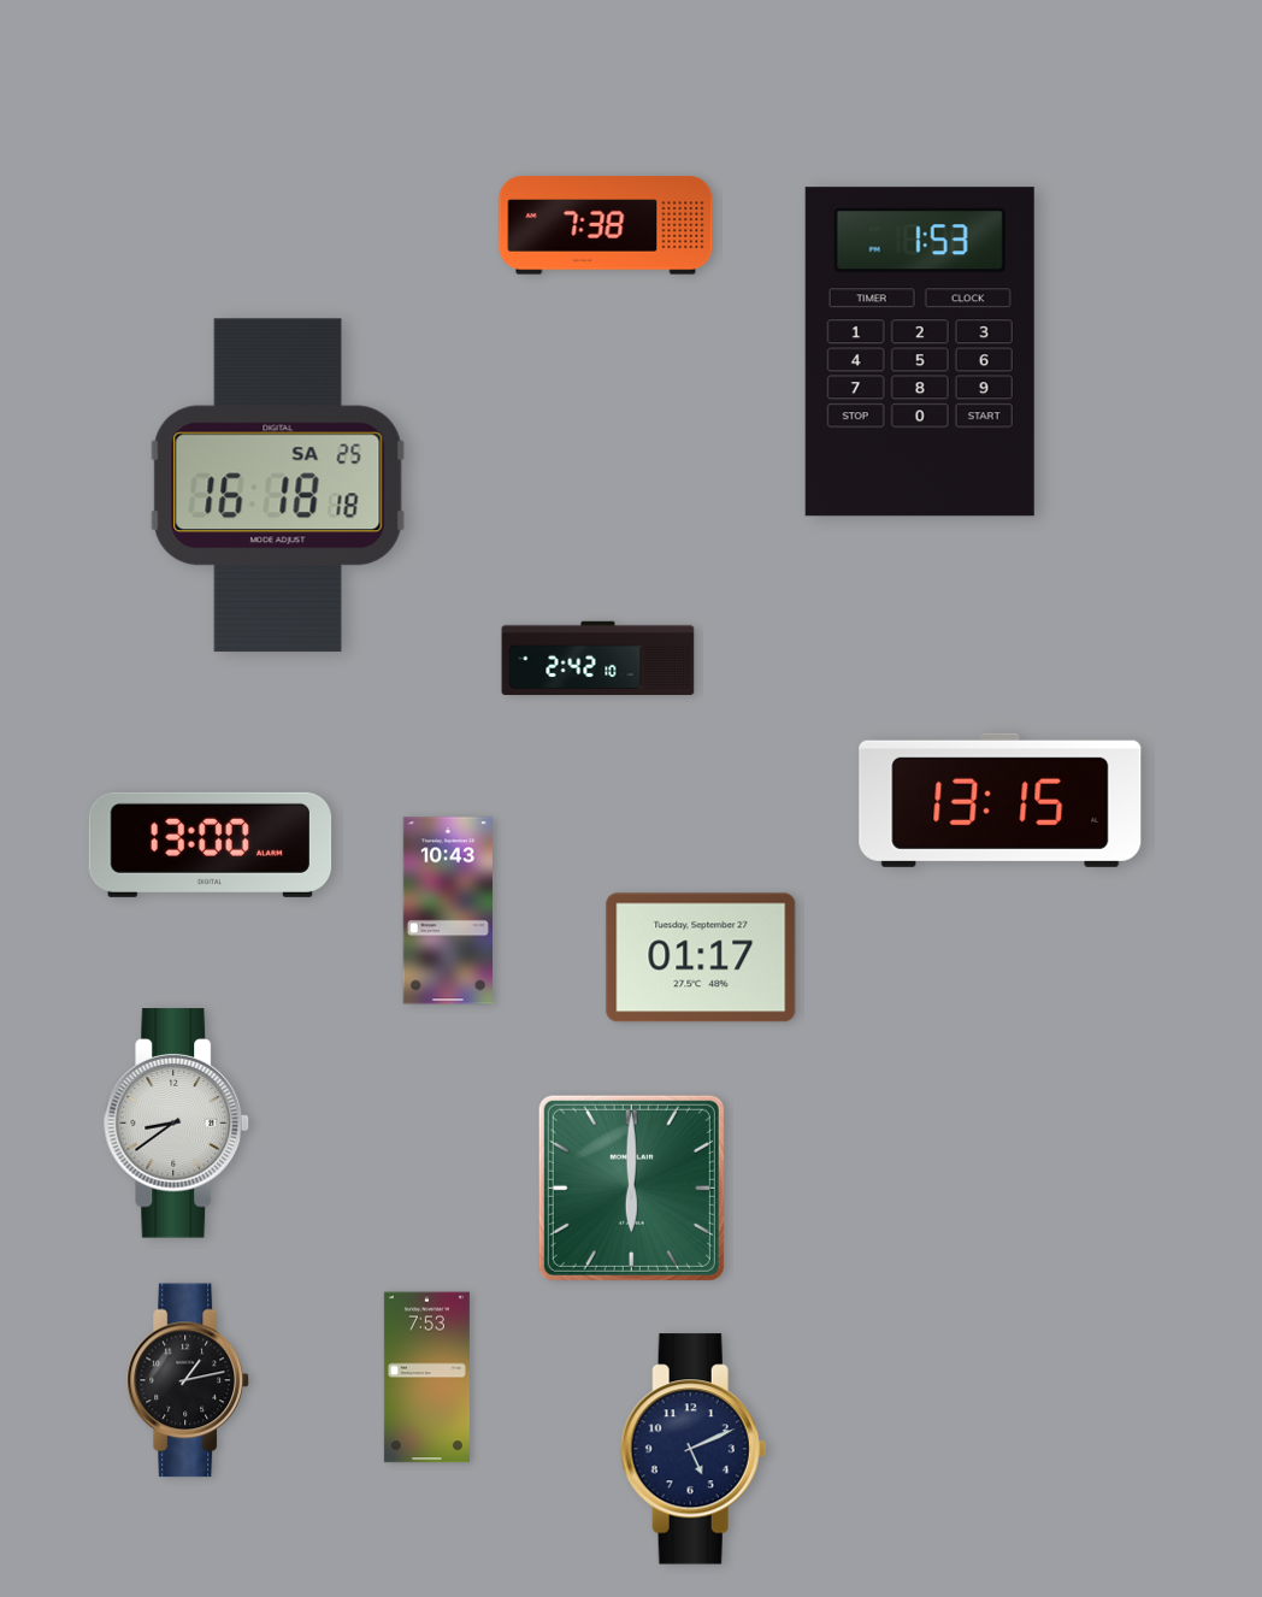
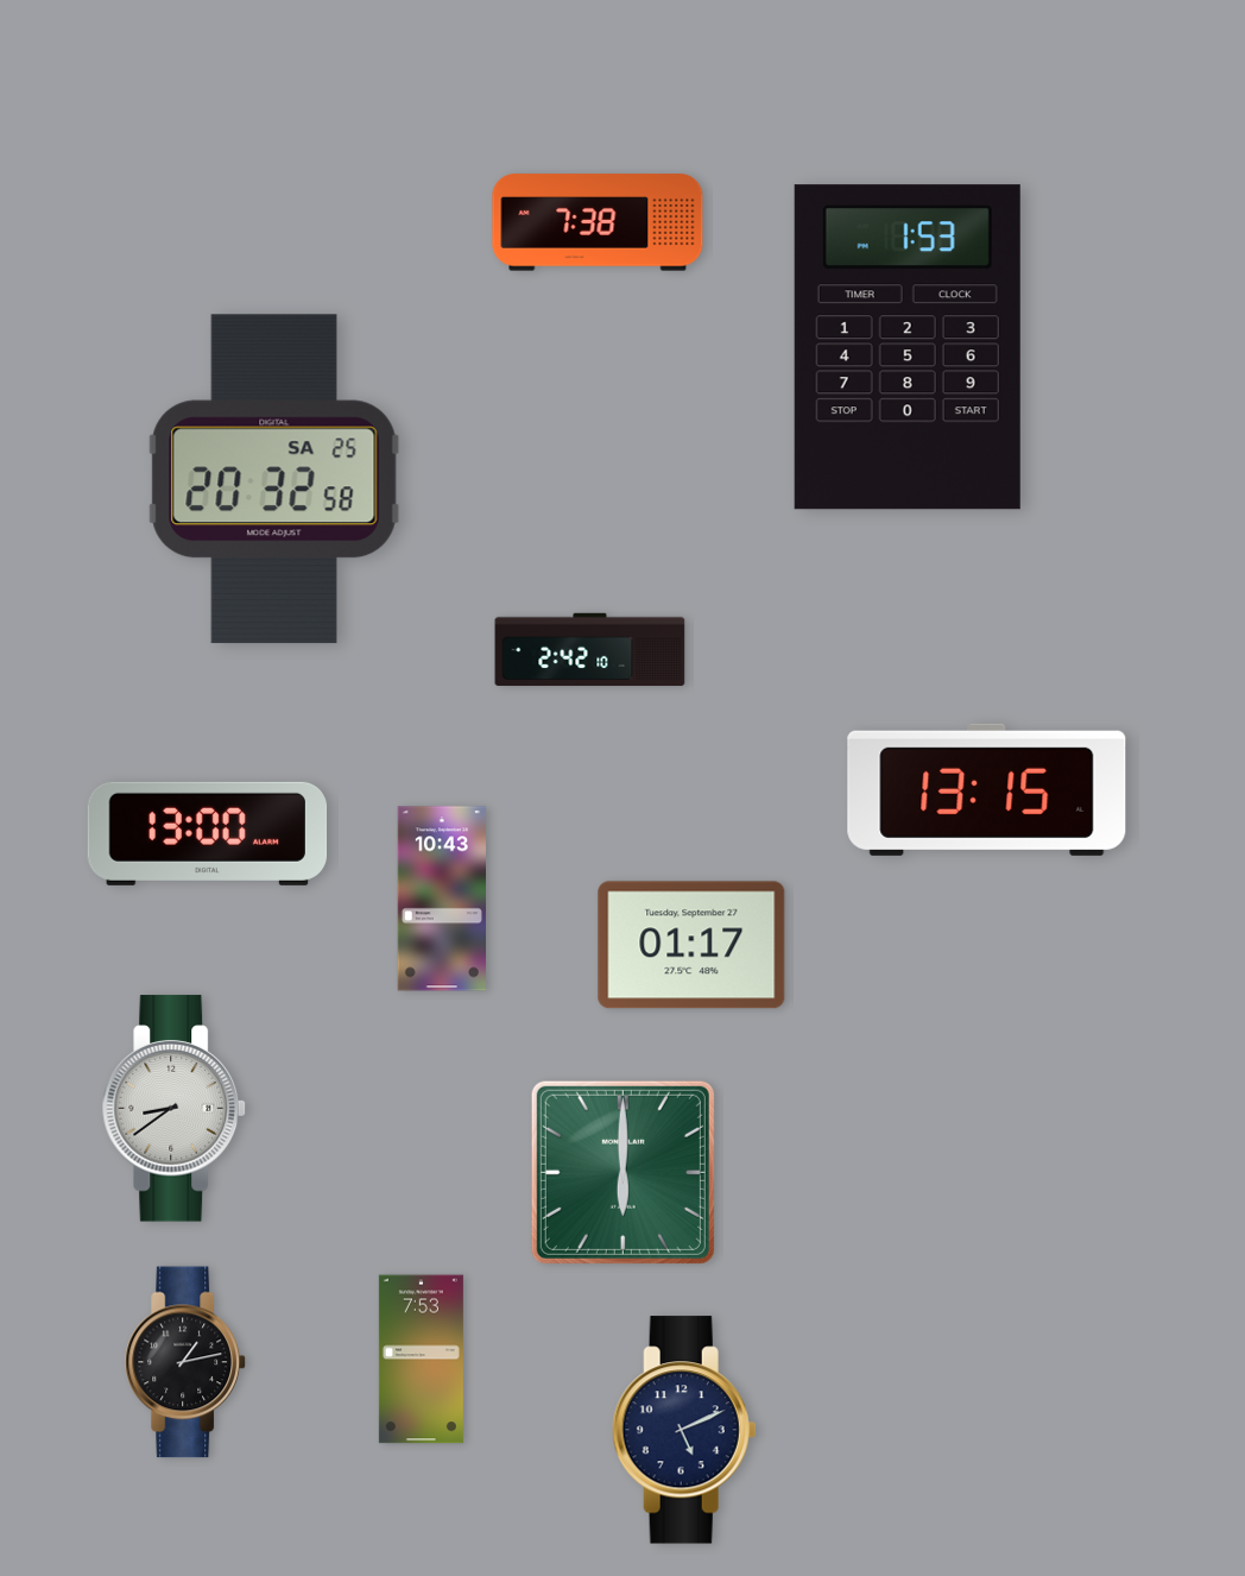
clock at (278, 485): 16:18 -> 20:32
